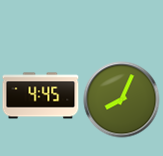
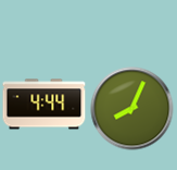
clock at (41, 96): 4:45 -> 4:44
